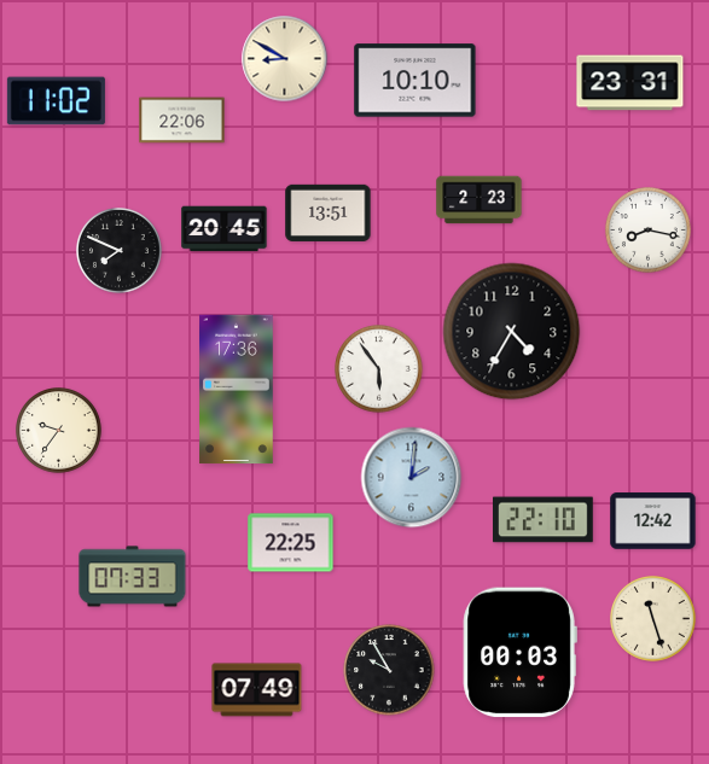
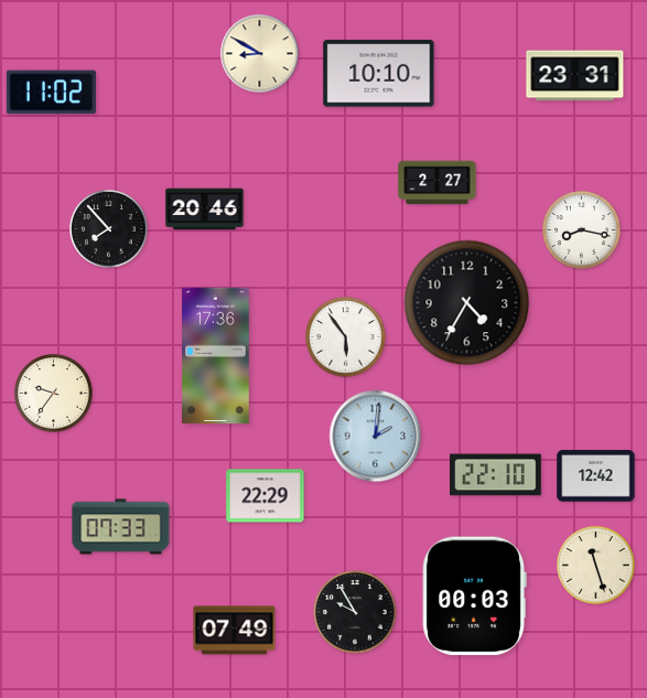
clock at (182, 121): 22:06 -> none
clock at (480, 200): 2:23 -> 2:27
clock at (329, 212): 13:51 -> none
clock at (225, 229): 20:45 -> 20:46
clock at (649, 231) position: (649, 231) -> (582, 230)
clock at (120, 251): 7:49 -> 7:53
clock at (291, 543): 22:25 -> 22:29
